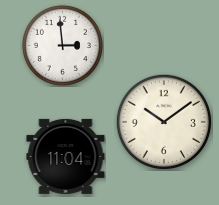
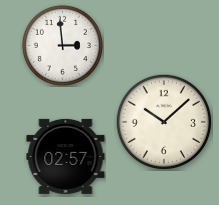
clock at (163, 121): 10:09 -> 10:08
clock at (66, 156): 11:04 -> 02:57
